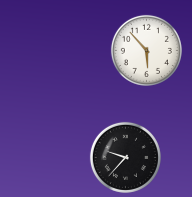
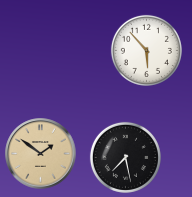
clock at (41, 154): none -> 1:51
clock at (125, 157): 9:37 -> 7:28
